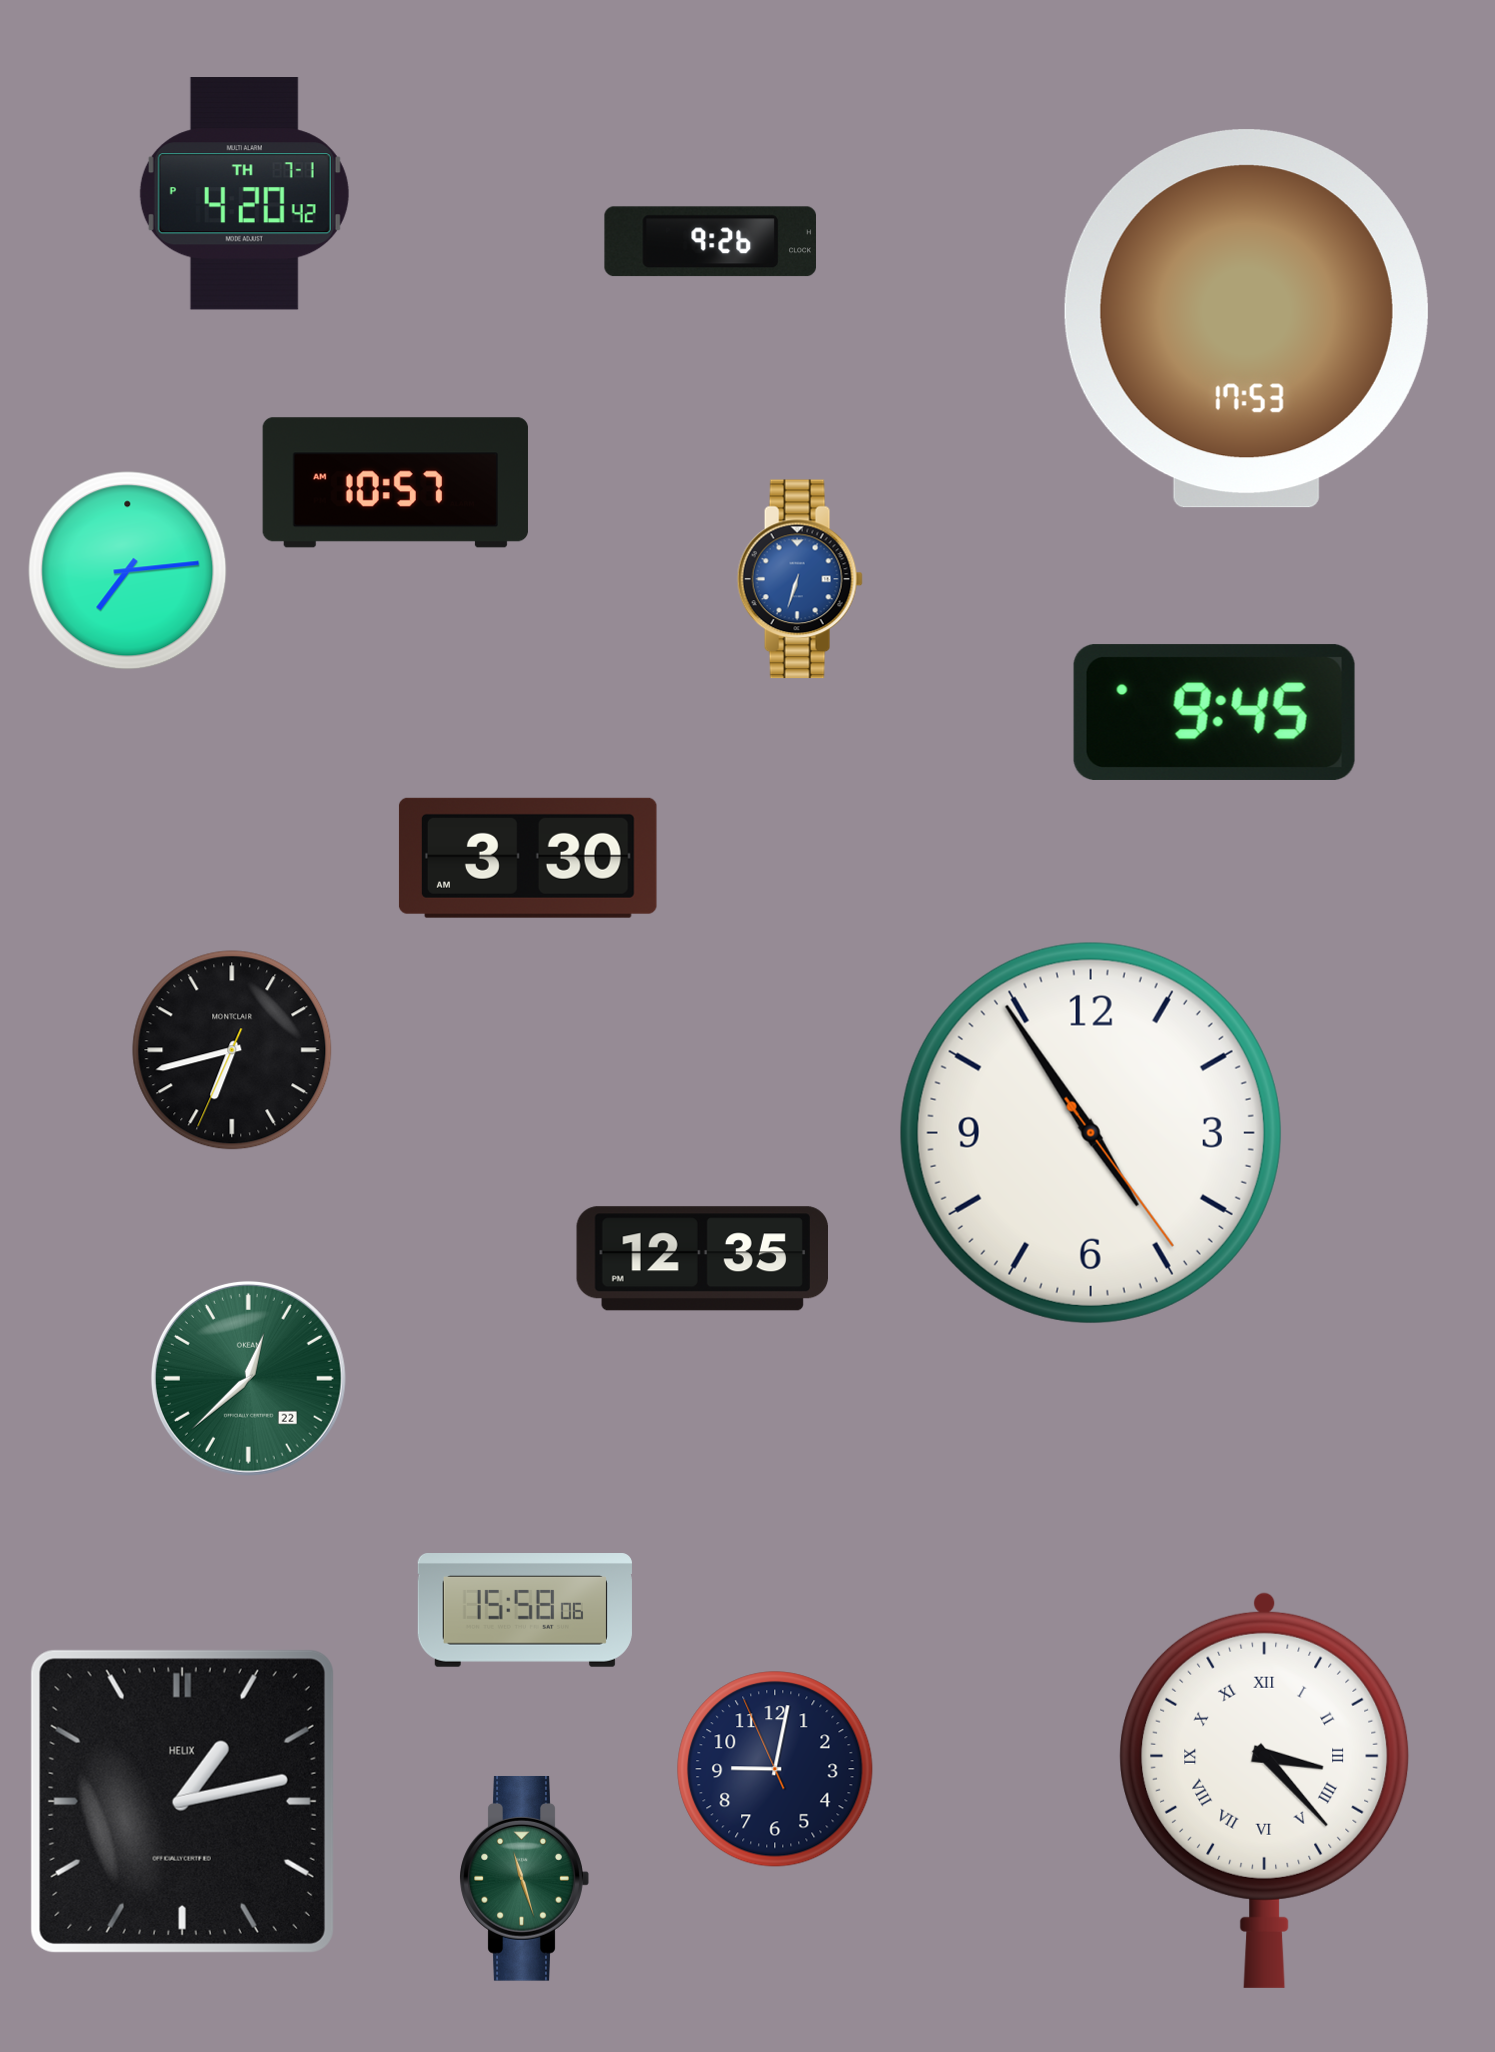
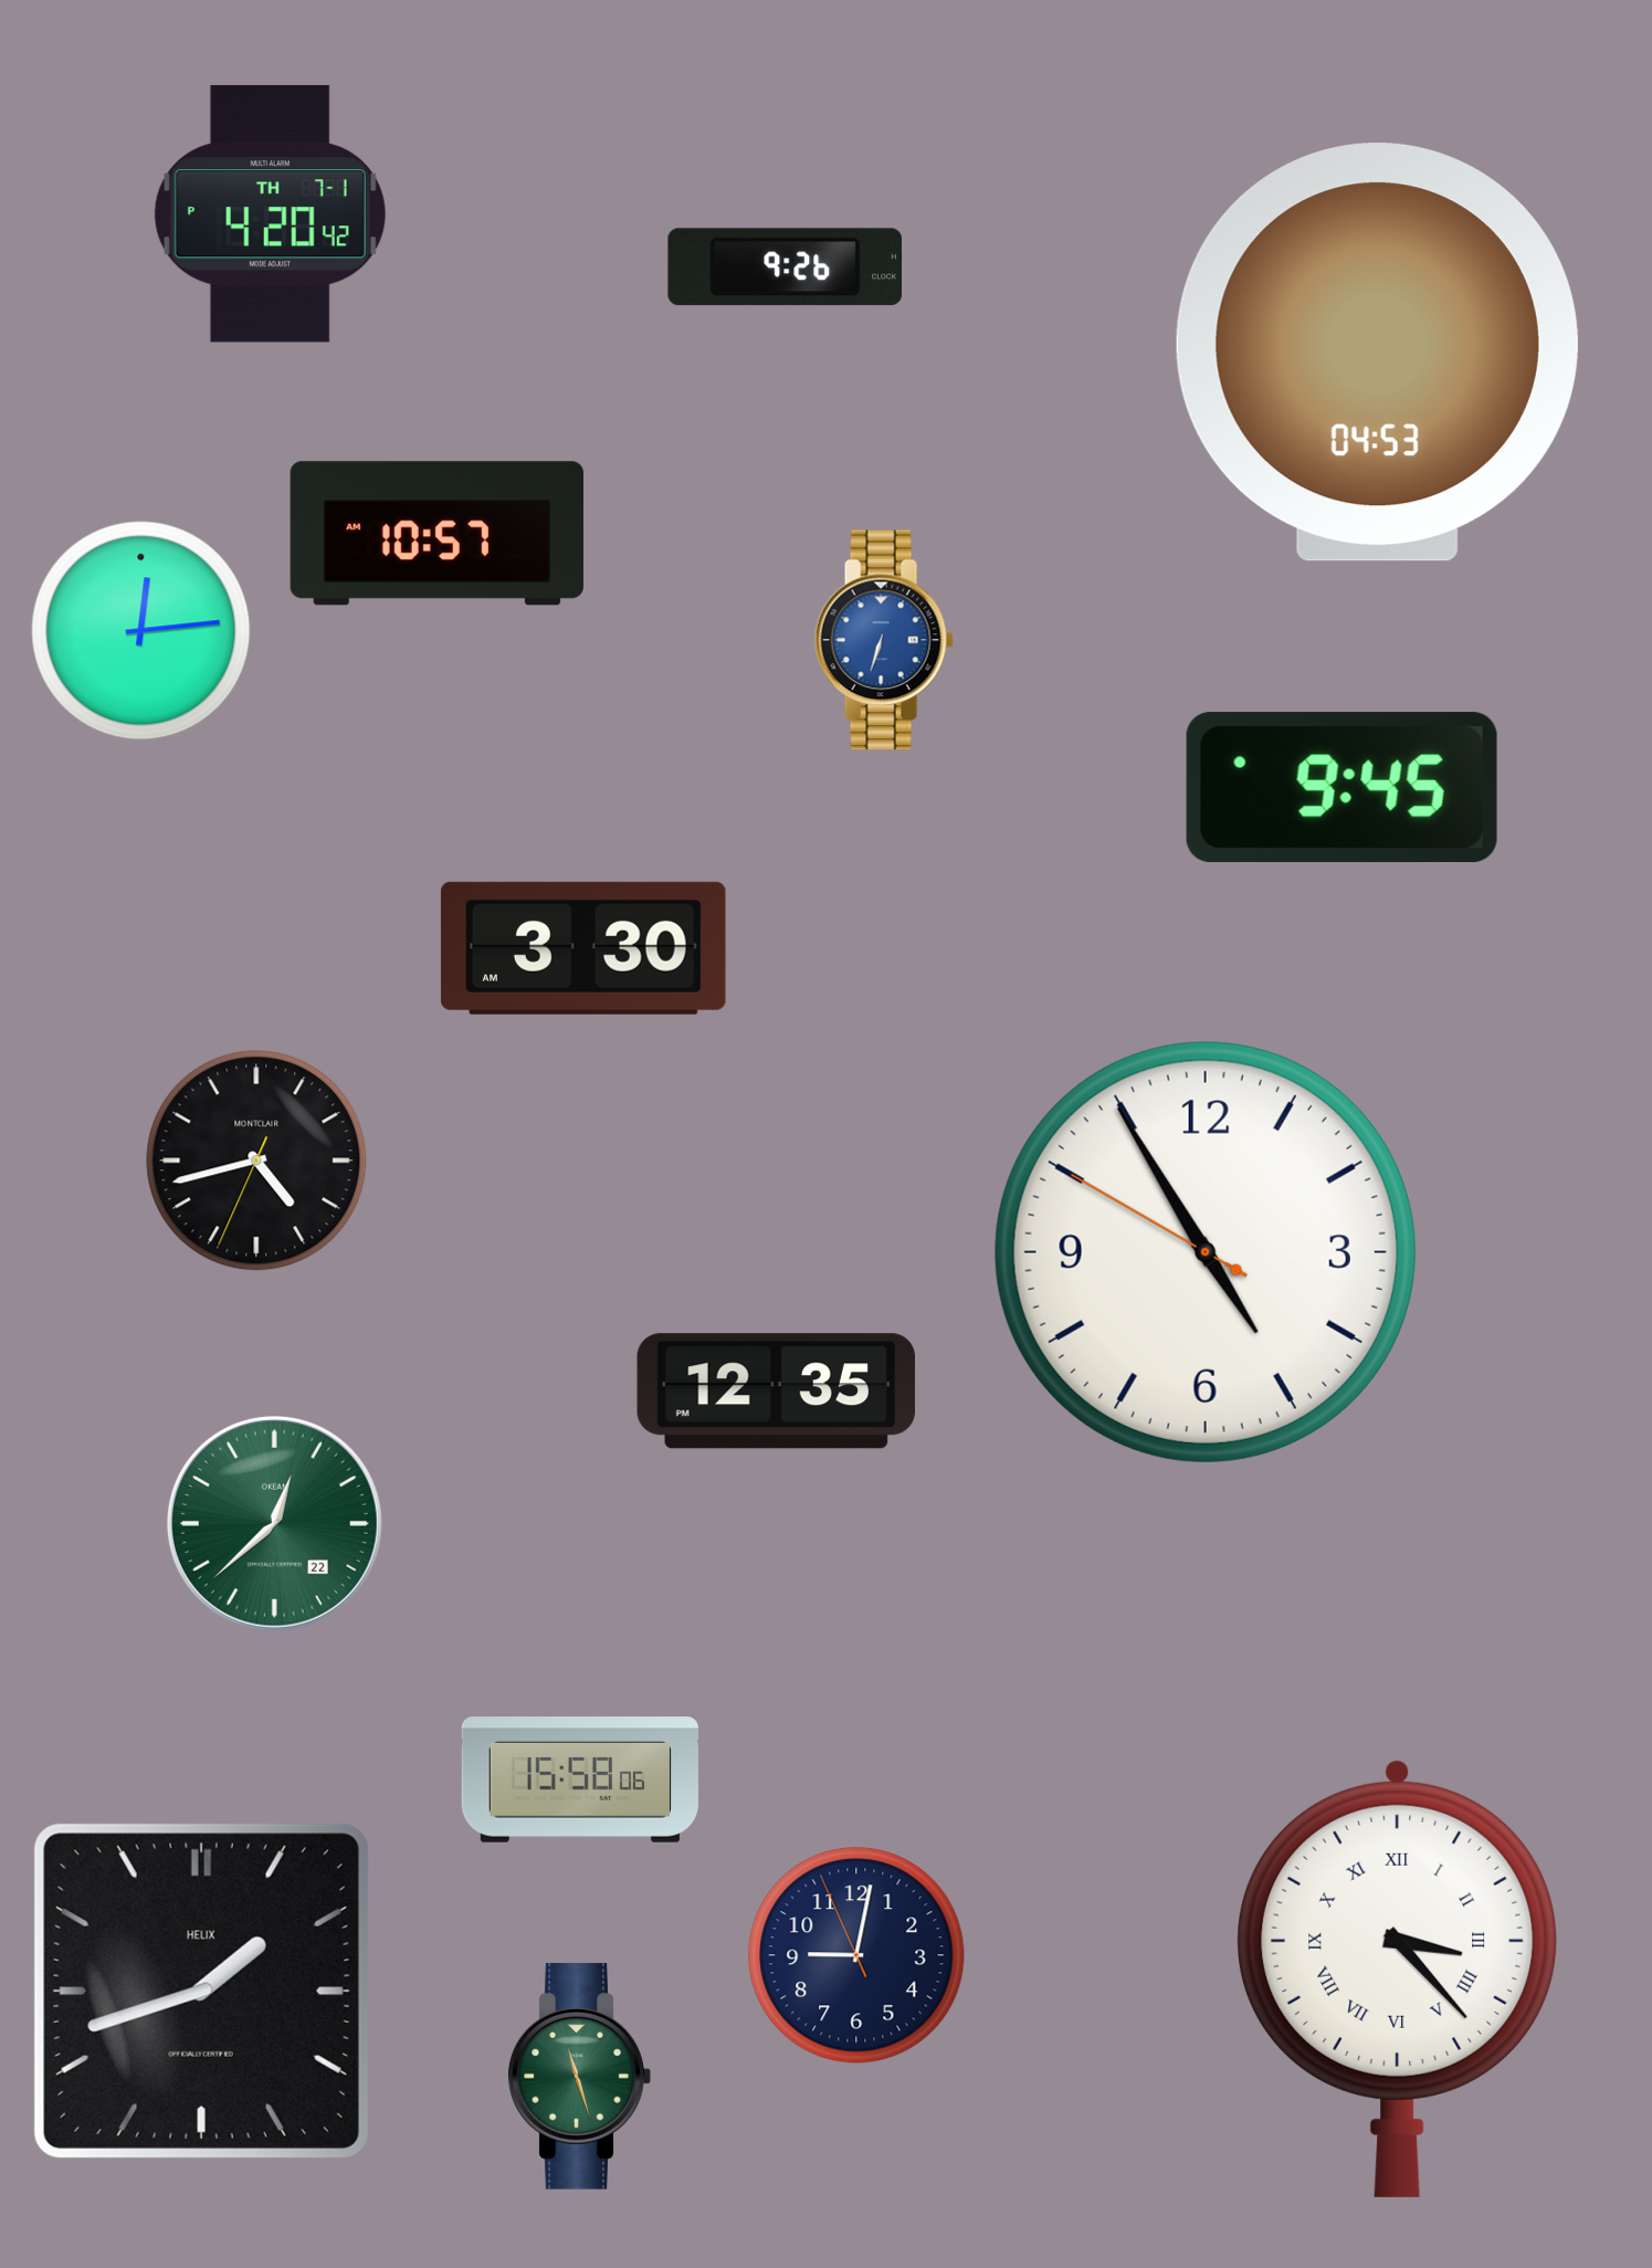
clock at (1246, 319): 17:53 -> 04:53
clock at (128, 571): 7:14 -> 12:14
clock at (232, 1050): 6:42 -> 4:42
clock at (1091, 1133): 4:54:24 -> 4:54:50
clock at (182, 1801): 1:13 -> 1:42
